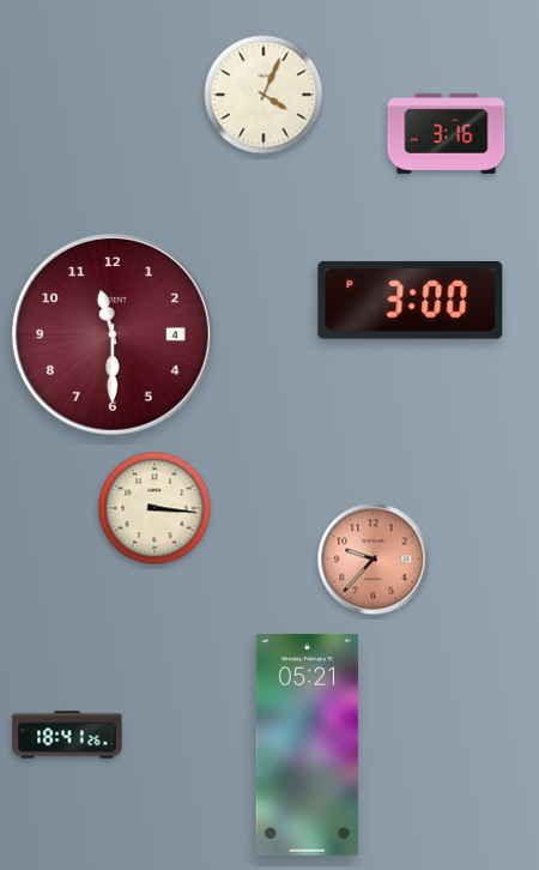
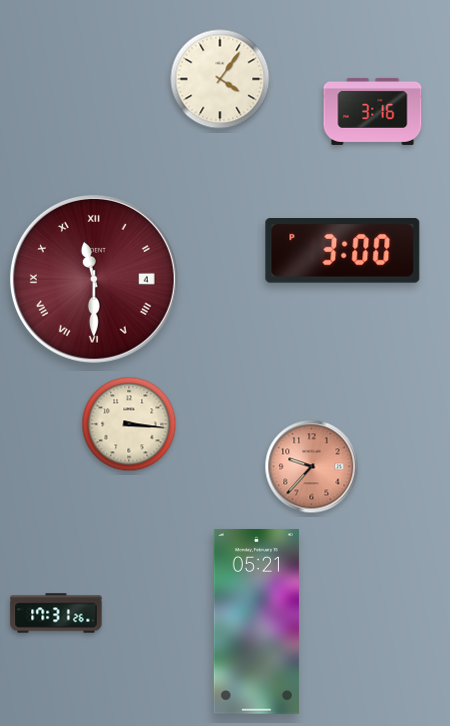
clock at (264, 95): 4:04 -> 4:06
clock at (113, 334) numerals: Arabic -> Roman
clock at (67, 735): 18:41 -> 17:31
